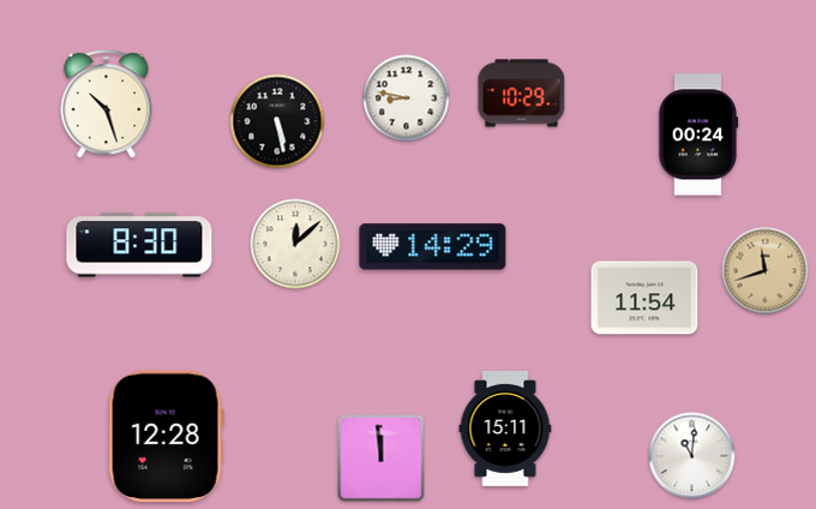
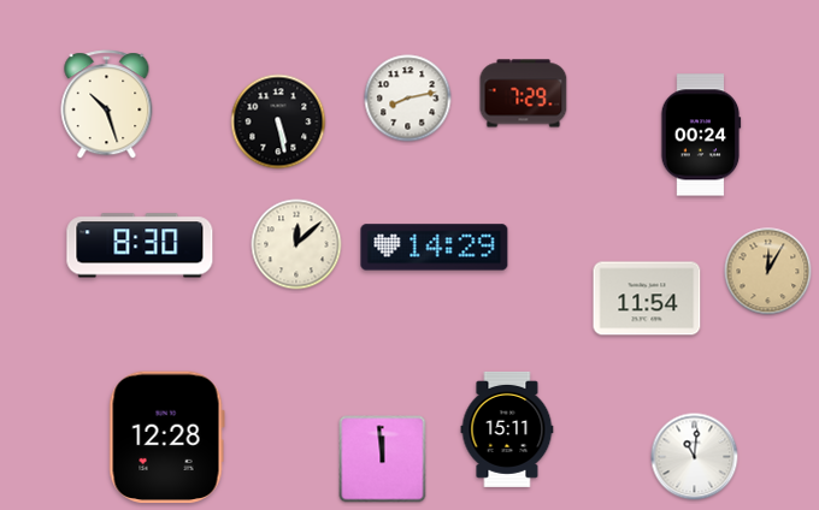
clock at (522, 94): 10:29 -> 7:29
clock at (407, 98): 8:47 -> 8:13
clock at (766, 271): 11:42 -> 12:05
